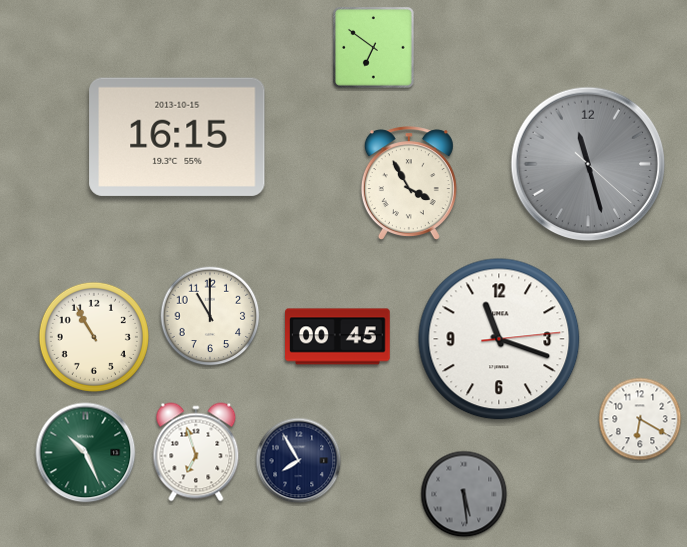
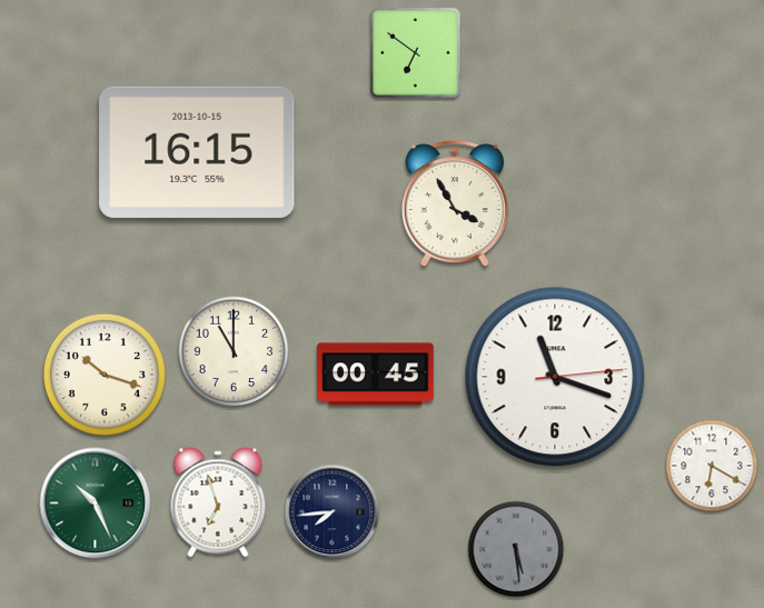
clock at (588, 164): 11:27 -> none
clock at (94, 337): 10:55 -> 10:18
clock at (299, 461): 7:55 -> 7:44
